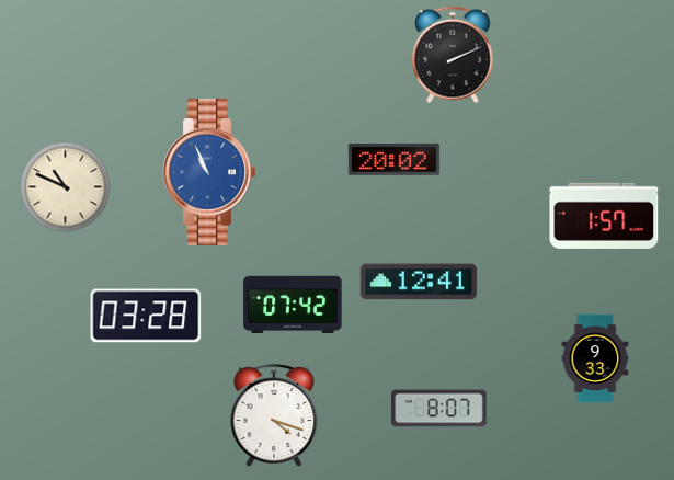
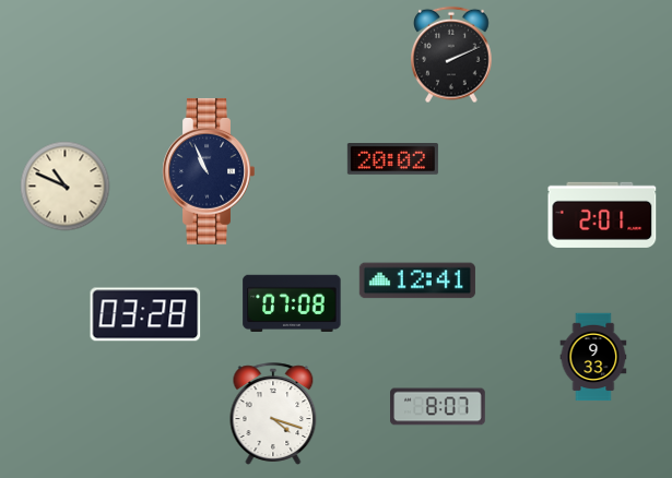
clock at (209, 172) dial: blue -> navy
clock at (604, 216): 1:57 -> 2:01
clock at (293, 305): 07:42 -> 07:08
